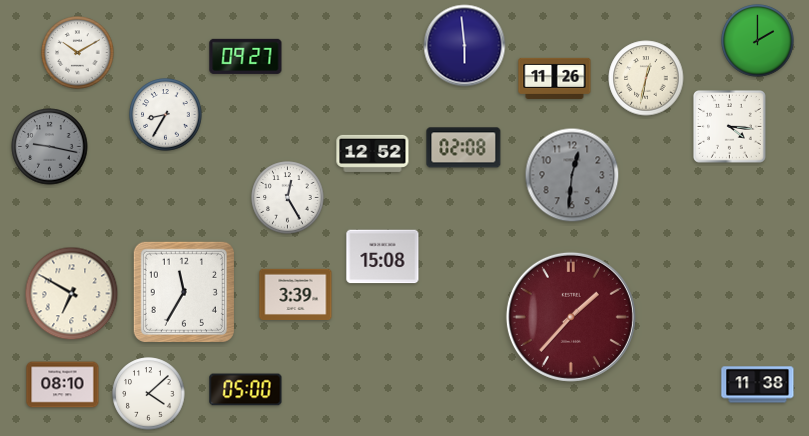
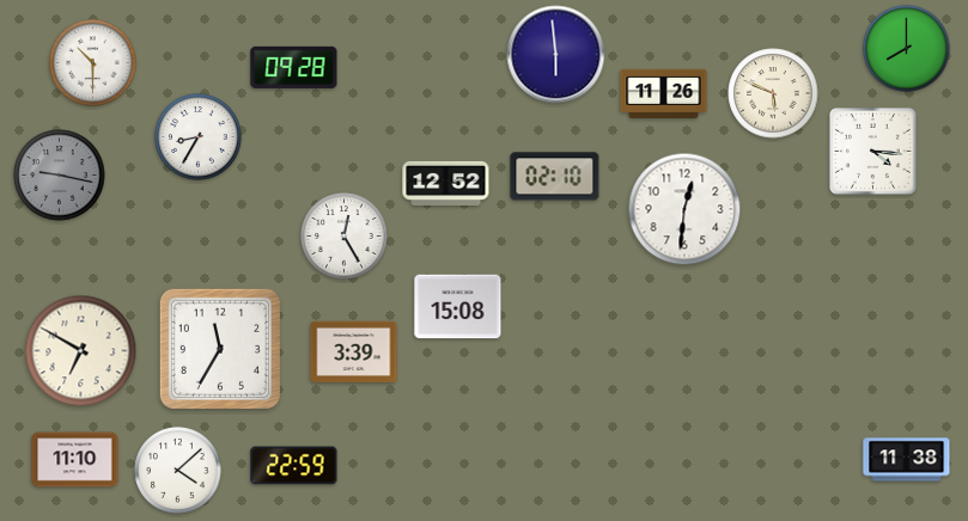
clock at (758, 41): 2:00 -> 8:00
clock at (78, 53): 10:10 -> 10:30
clock at (246, 56): 09:27 -> 09:28
clock at (646, 78): 12:32 -> 5:49
clock at (464, 148): 02:08 -> 02:10
clock at (572, 175) dial: grey -> white
clock at (72, 294) position: (72, 294) -> (81, 351)
clock at (571, 317): 1:37 -> none
clock at (63, 385): 08:10 -> 11:10
clock at (246, 390): 05:00 -> 22:59
